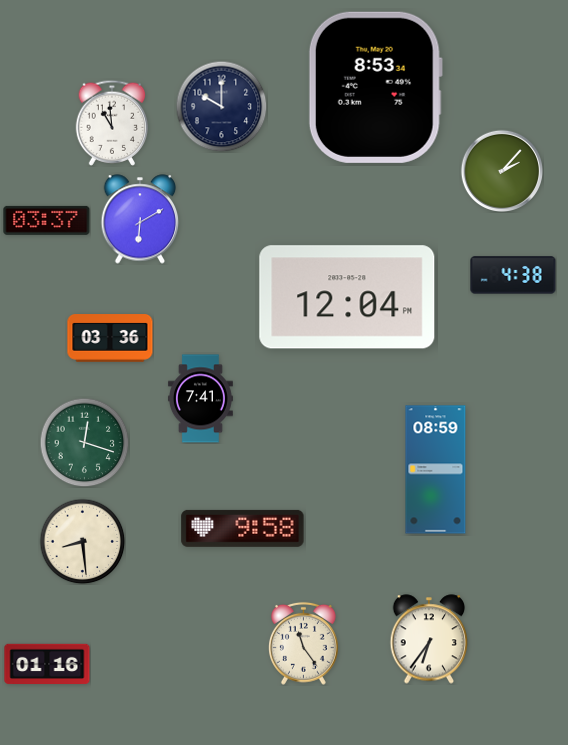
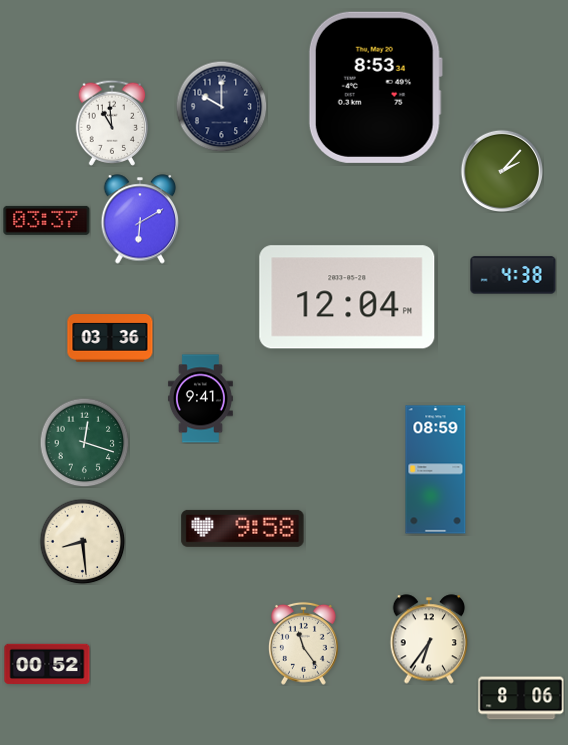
clock at (200, 399): 7:41 -> 9:41
clock at (47, 664): 01:16 -> 00:52
clock at (521, 698): none -> 8:06
